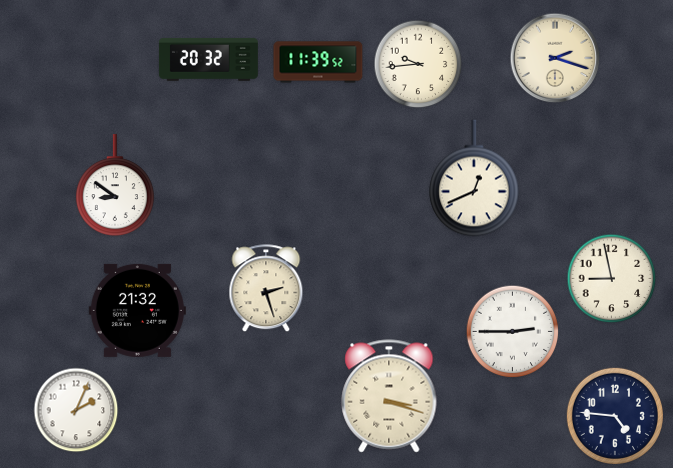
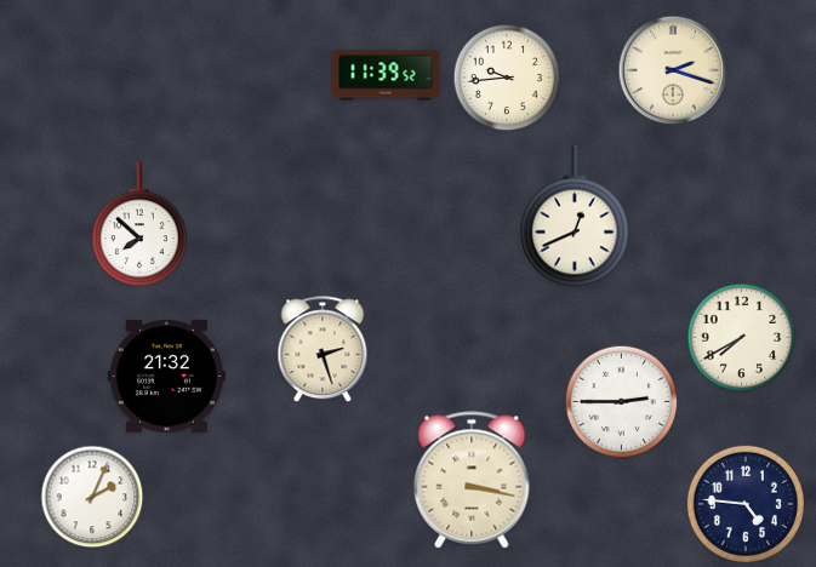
clock at (208, 59): 20:32 -> none
clock at (115, 186): 8:51 -> 7:52
clock at (612, 279): 8:58 -> 7:40
clock at (389, 396): 3:18 -> 3:17
